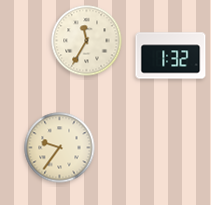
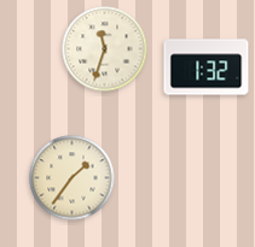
clock at (87, 41): 11:35 -> 11:33
clock at (60, 148): 9:36 -> 1:36
